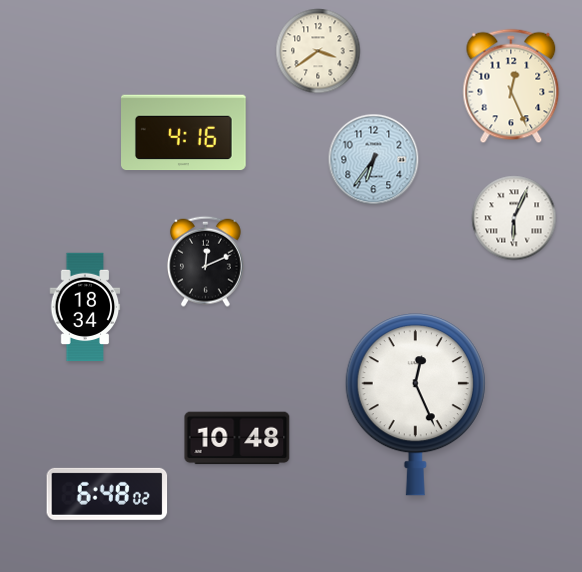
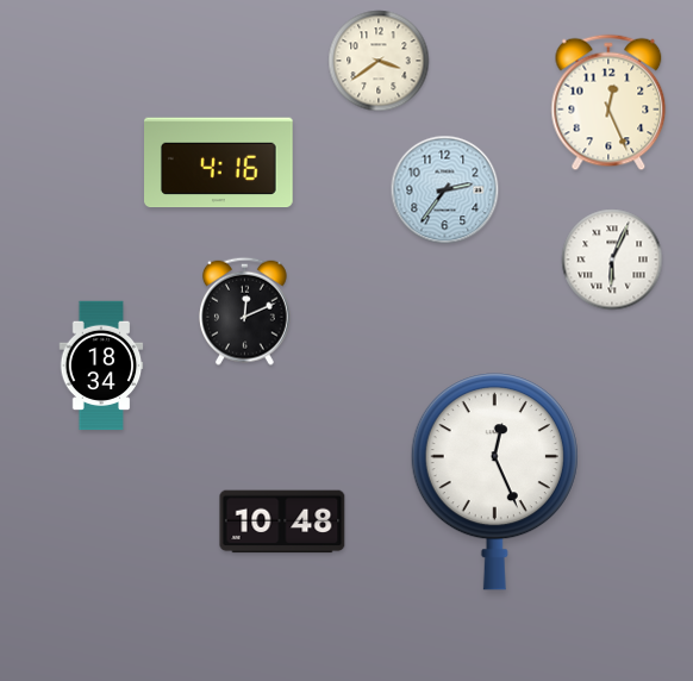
clock at (184, 133) position: (184, 133) -> (219, 163)
clock at (374, 160): 6:36 -> 2:36
clock at (107, 494): 6:48 -> none
